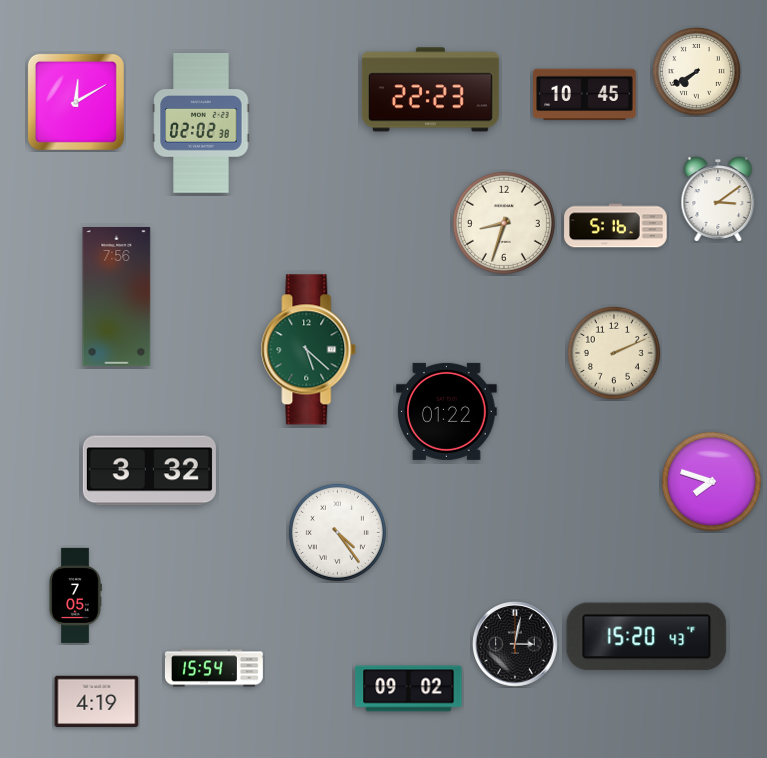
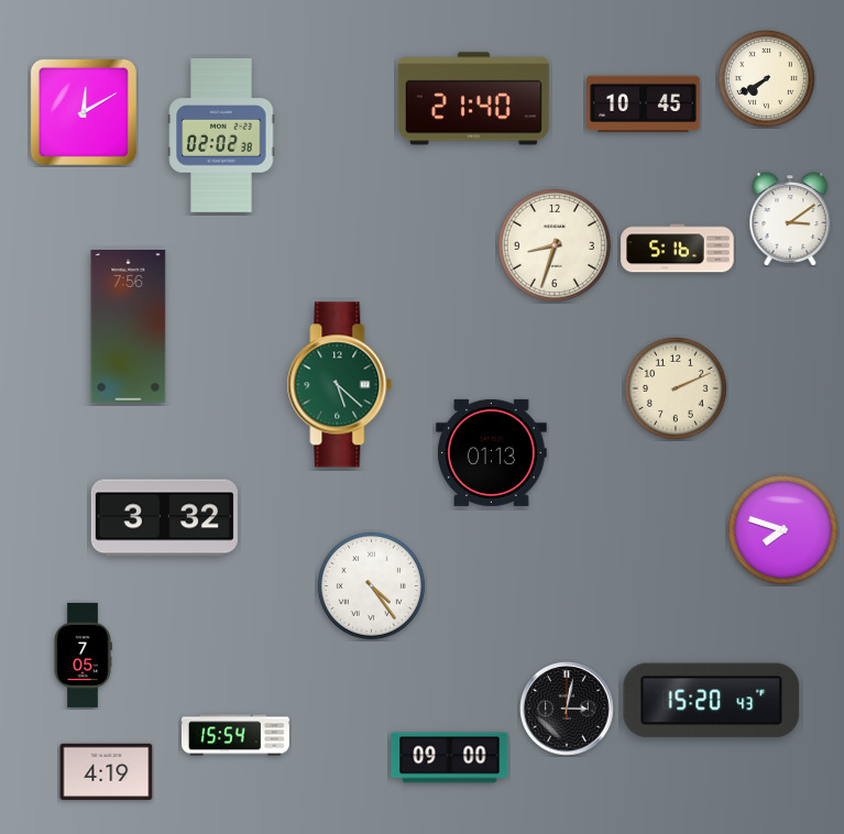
clock at (430, 90): 22:23 -> 21:40
clock at (447, 411): 01:22 -> 01:13
clock at (409, 689): 09:02 -> 09:00
